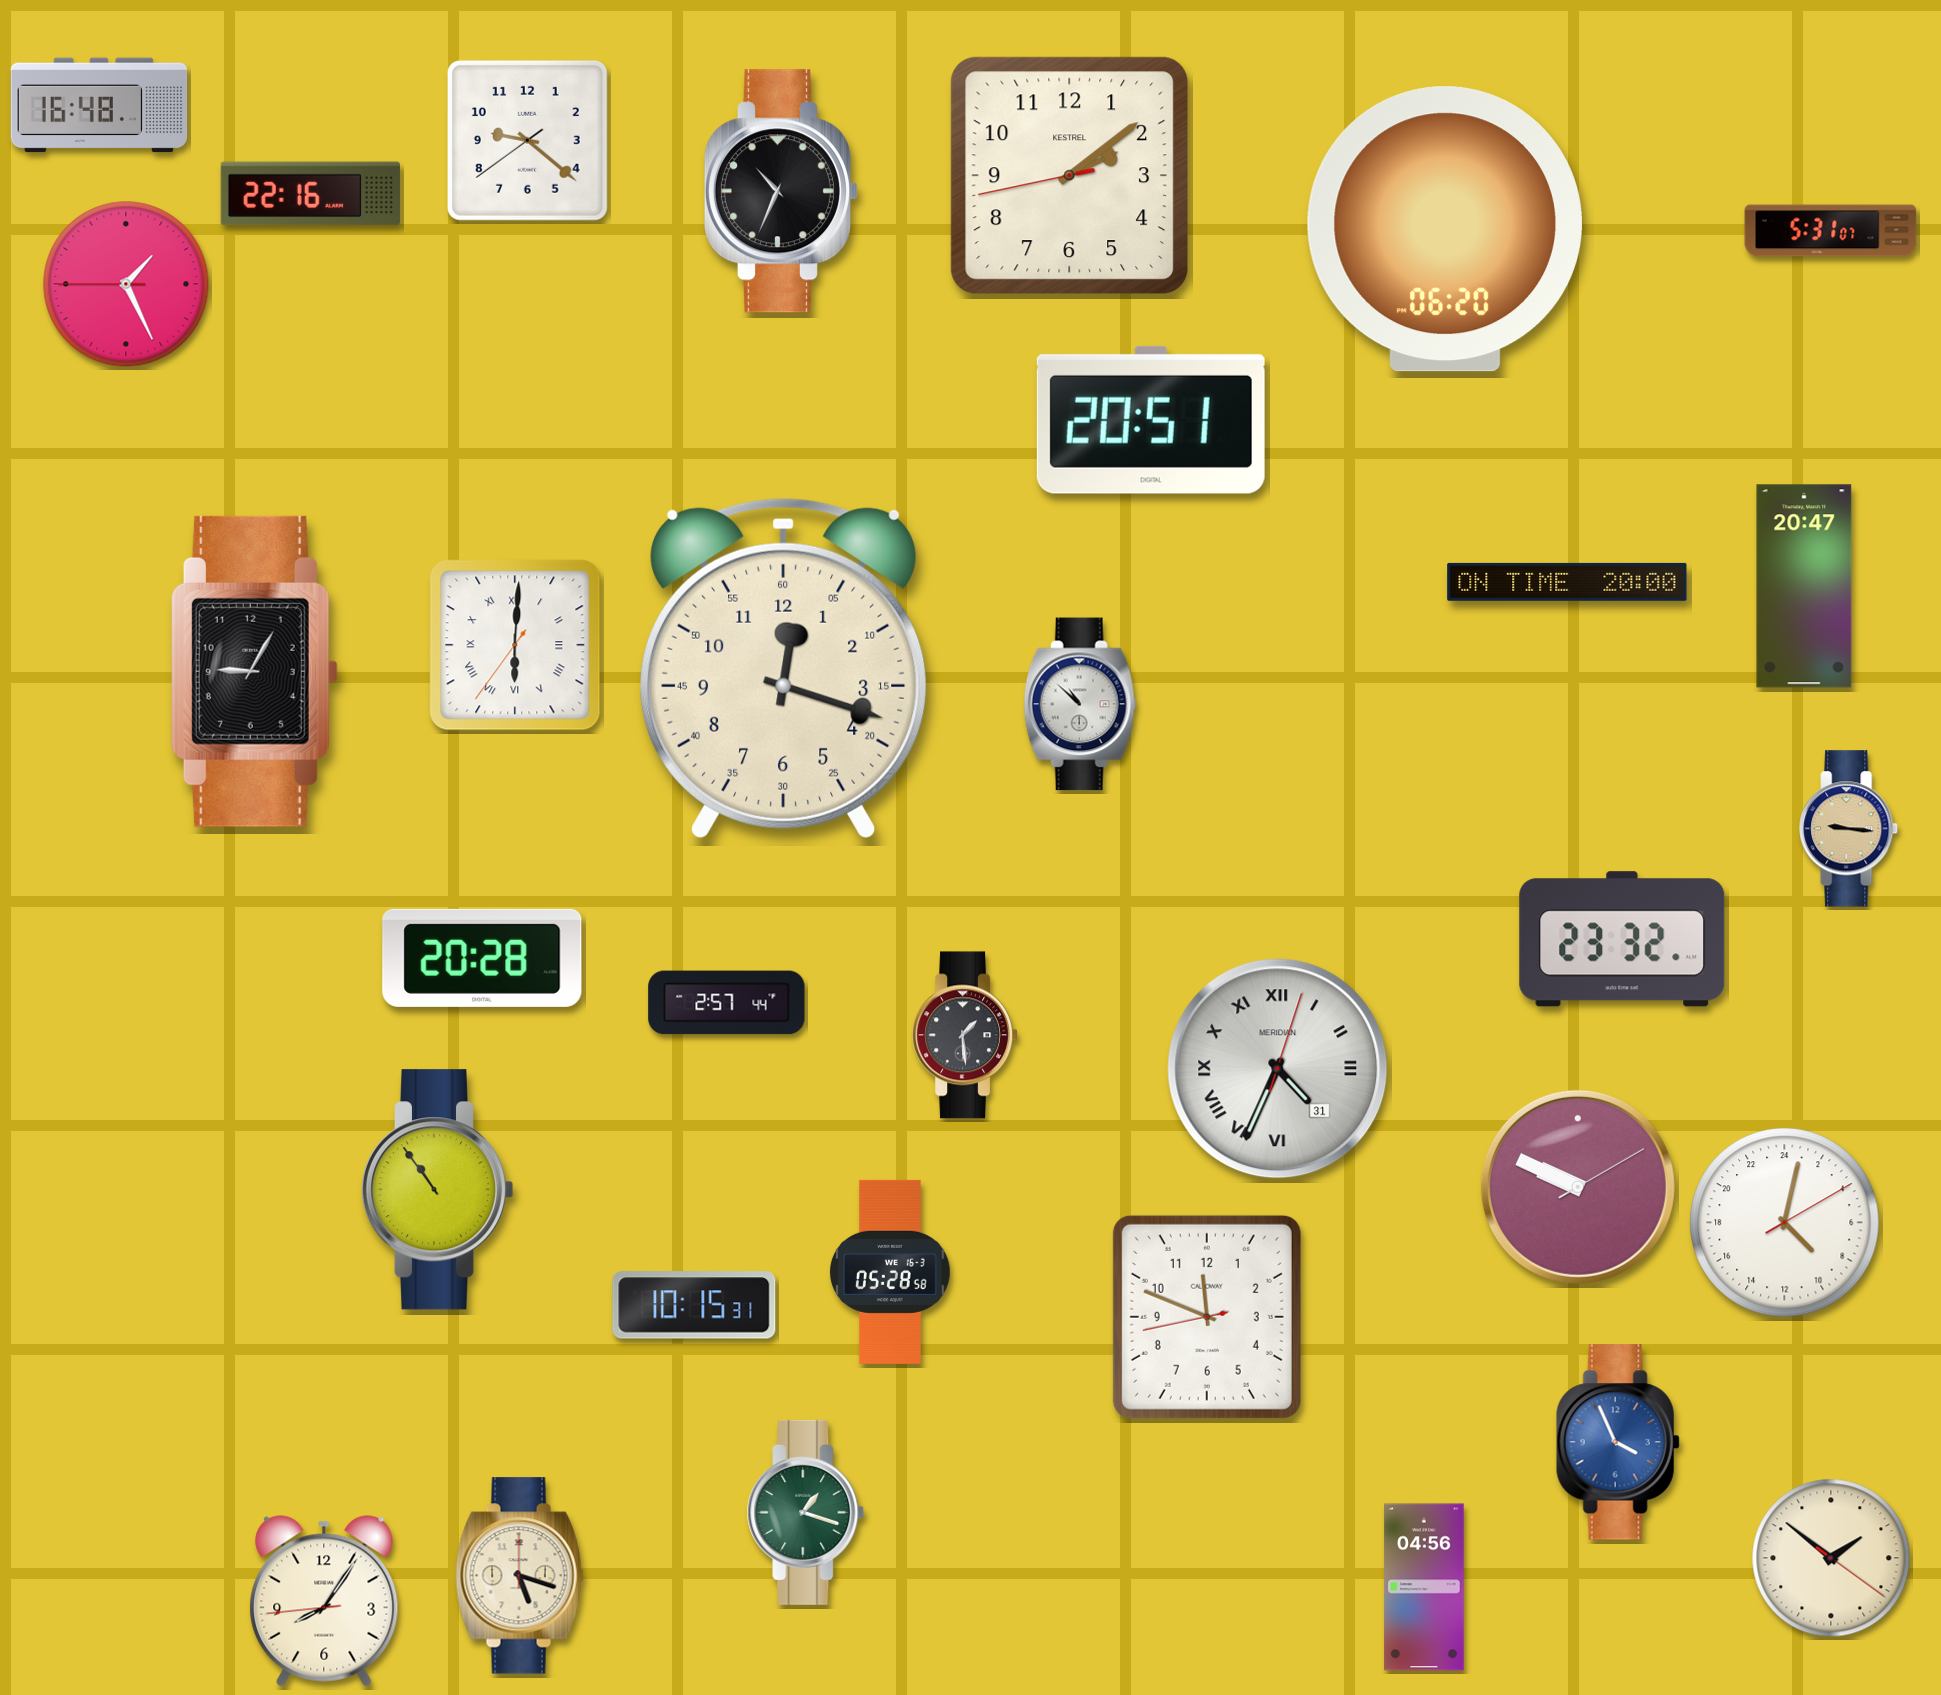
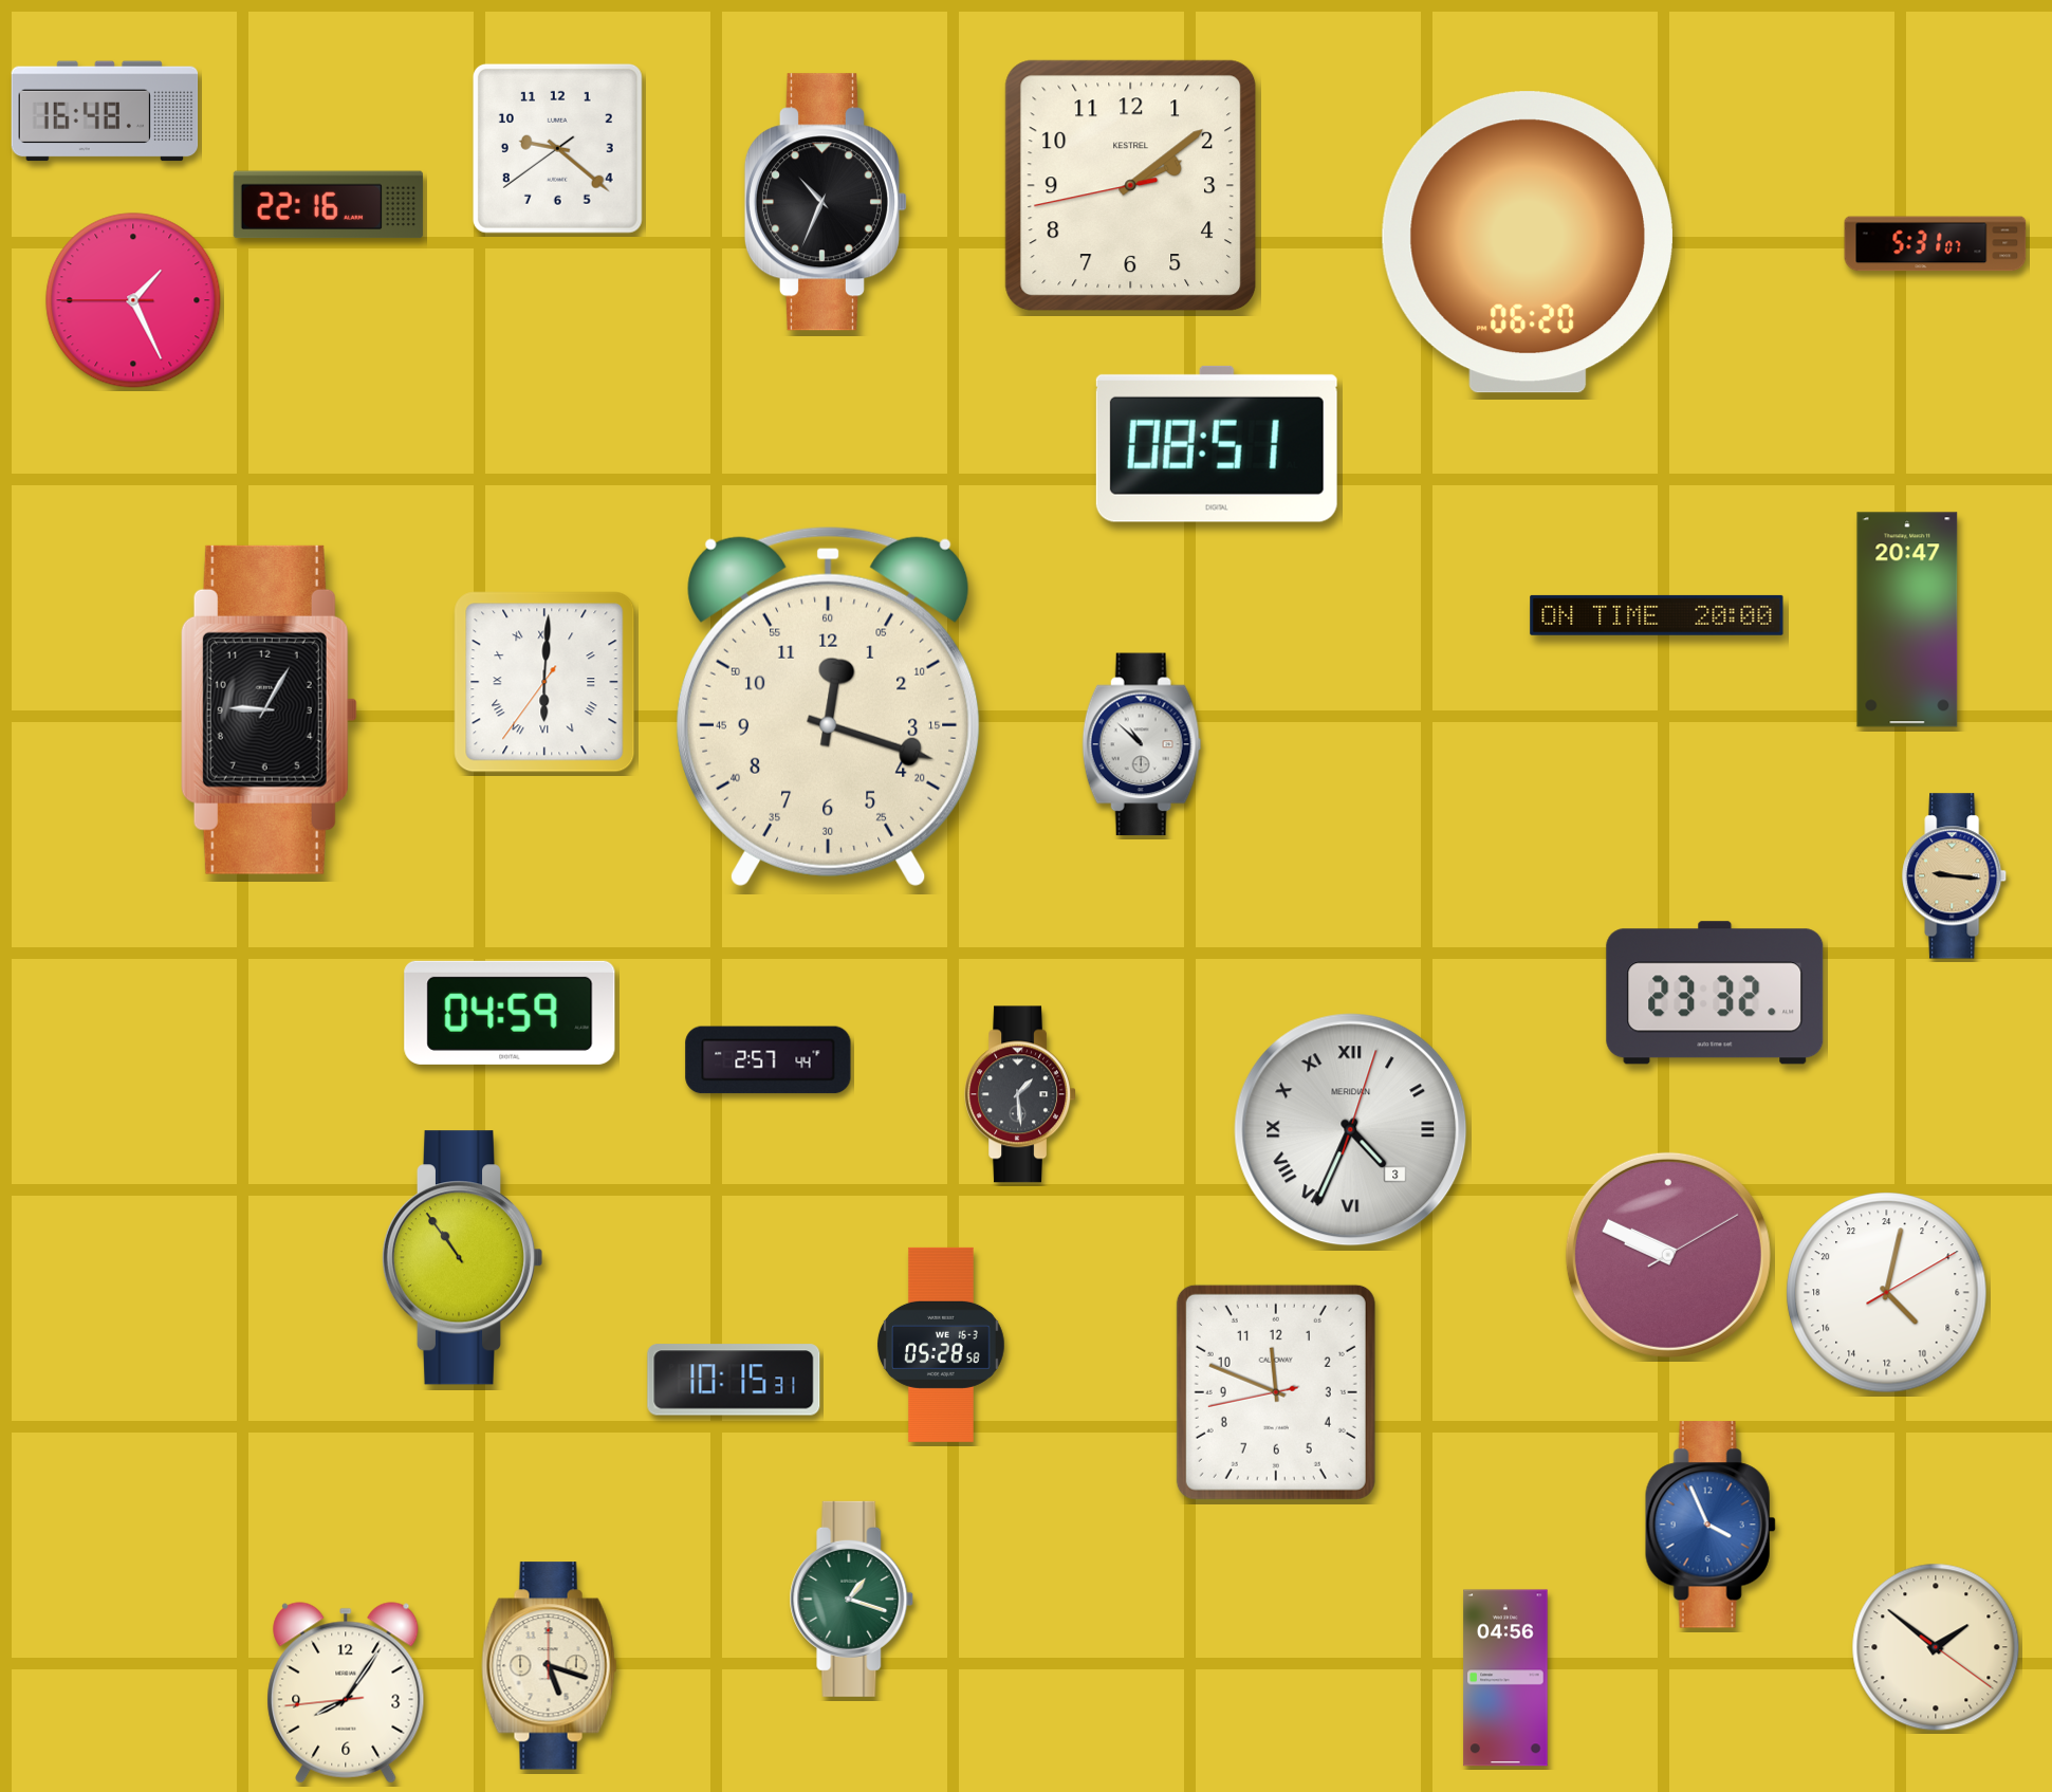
clock at (1151, 420): 20:51 -> 08:51
clock at (482, 958): 20:28 -> 04:59
clock at (1278, 1069) date: 31 -> 3
clock at (324, 1601) position: (324, 1601) -> (346, 1693)
